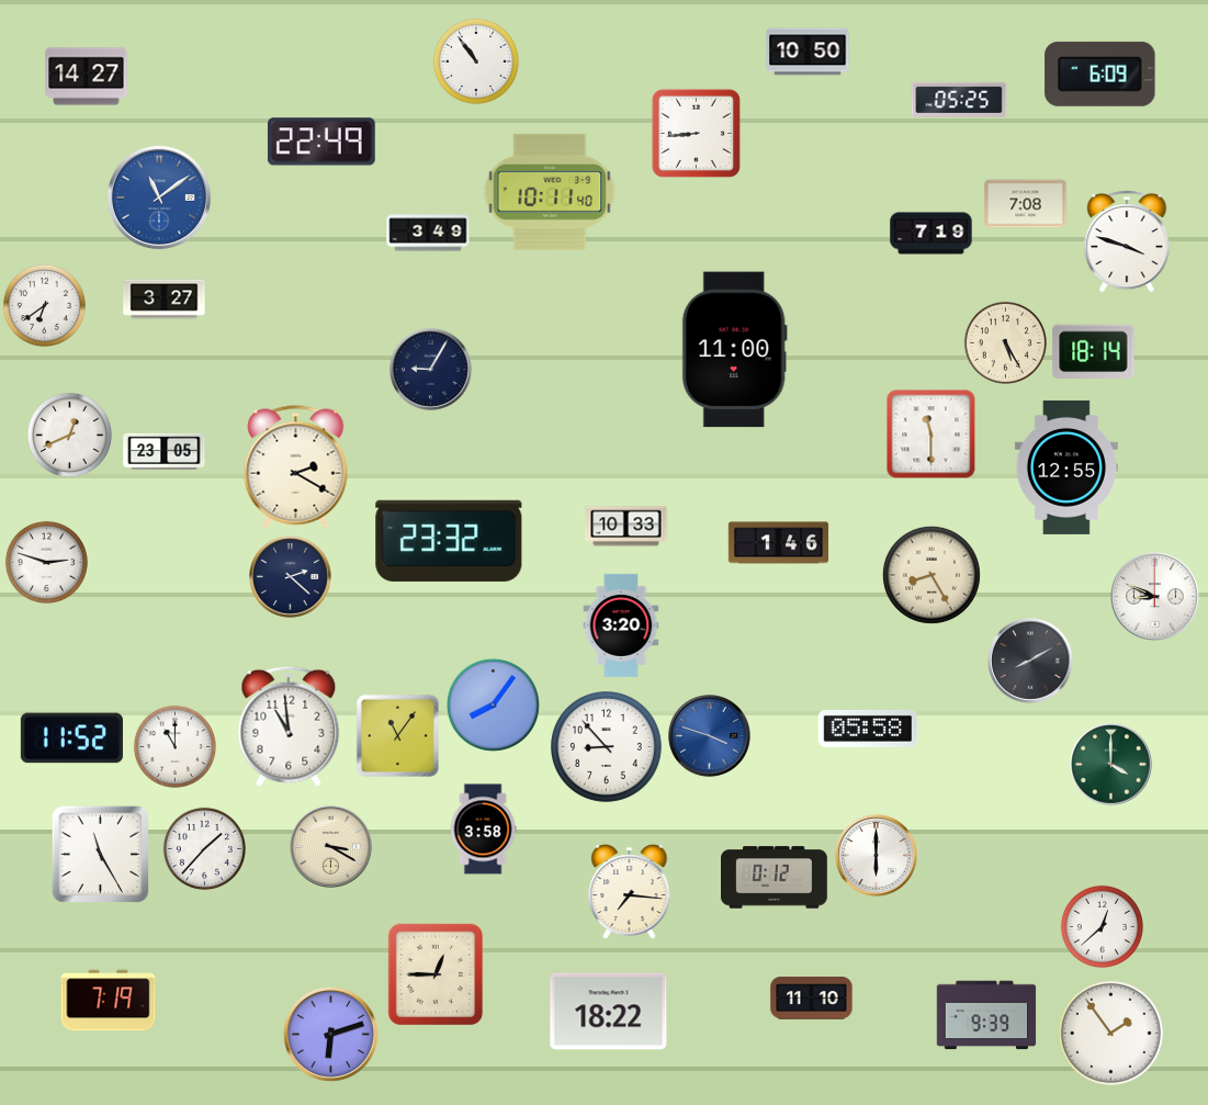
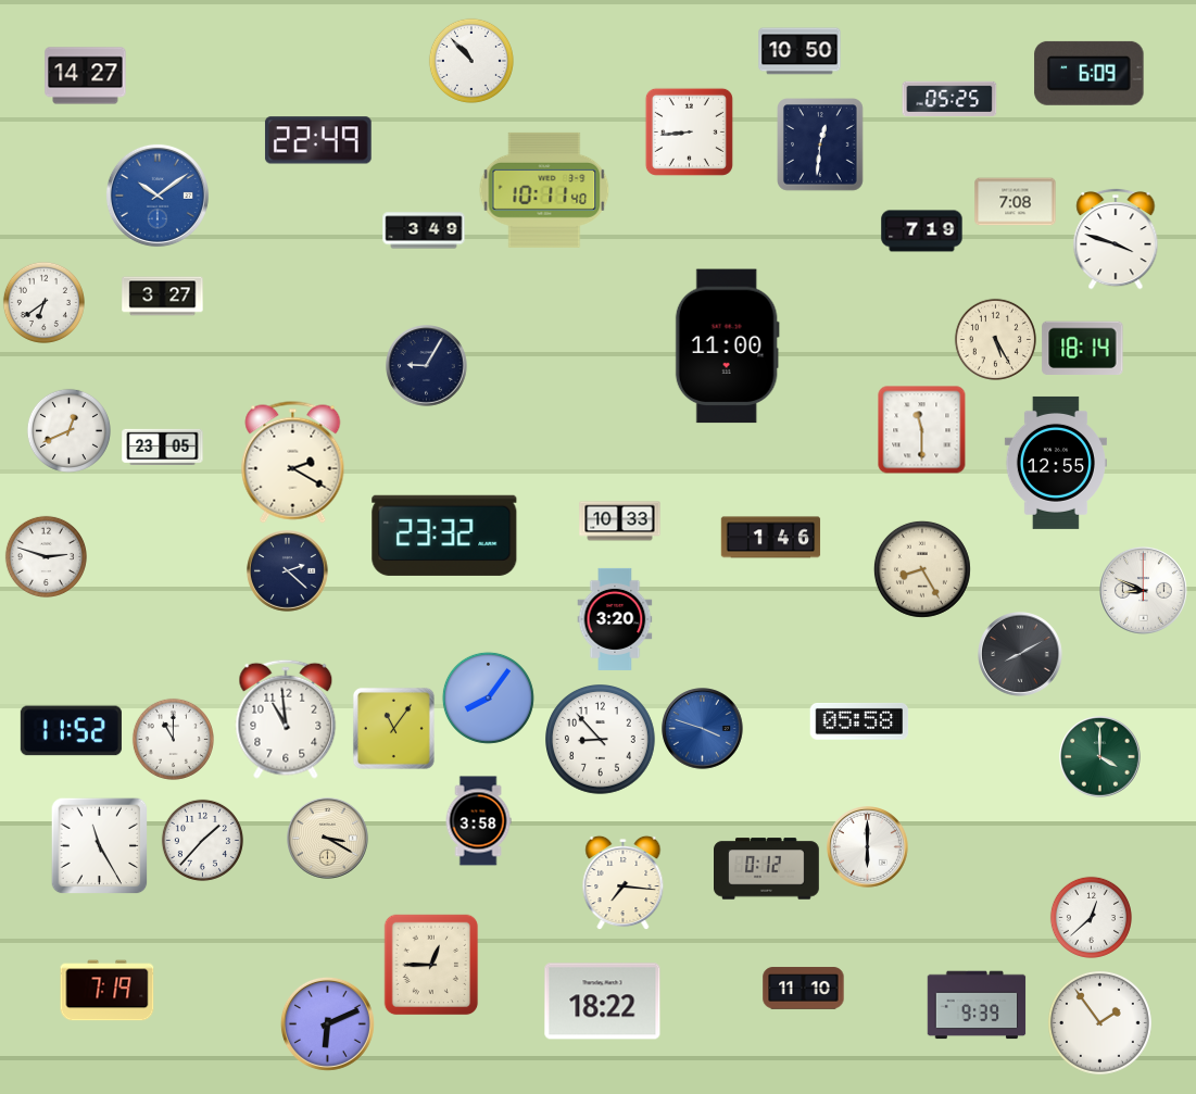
clock at (476, 61): 10:54 -> 10:53
clock at (821, 146): none -> 12:31
clock at (159, 198): 11:09 -> 10:09
clock at (330, 1034): 6:12 -> 6:11
